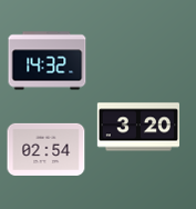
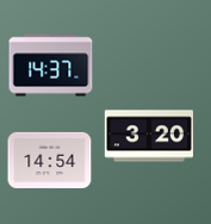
clock at (48, 61): 14:32 -> 14:37
clock at (47, 149): 02:54 -> 14:54
